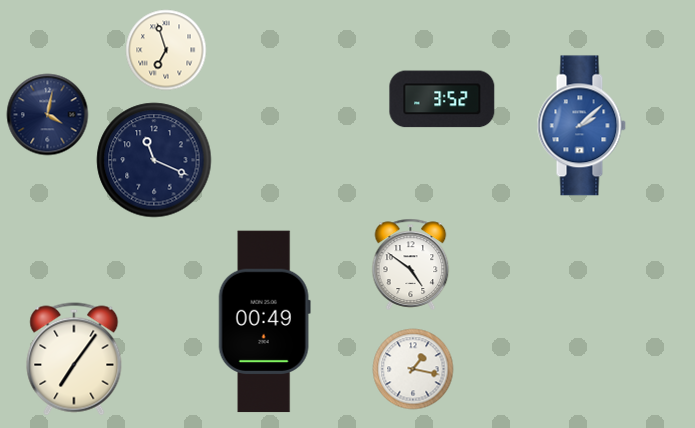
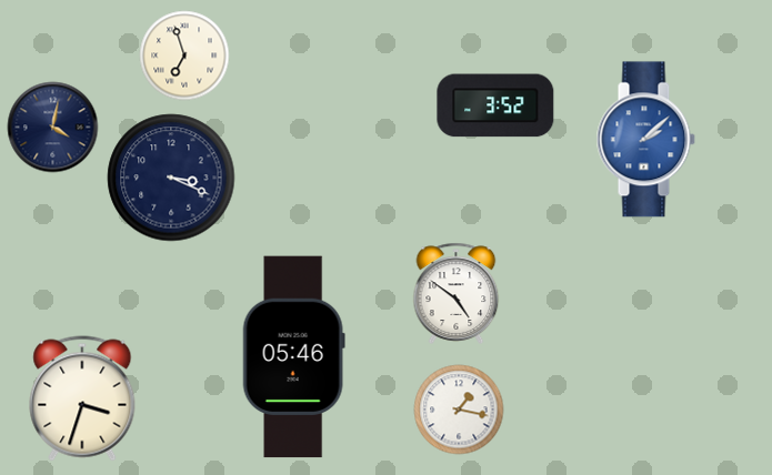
clock at (442, 99) position: (442, 99) -> (495, 105)
clock at (154, 160): 11:19 -> 3:19
clock at (264, 322): 00:49 -> 05:46
clock at (74, 359): 7:06 -> 3:33
